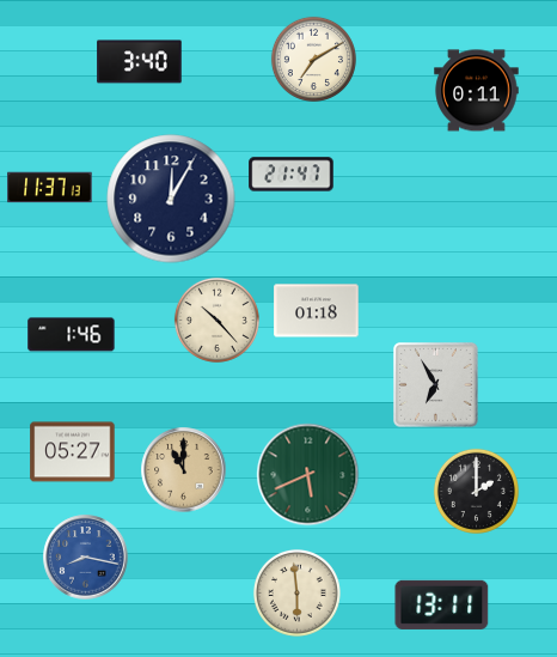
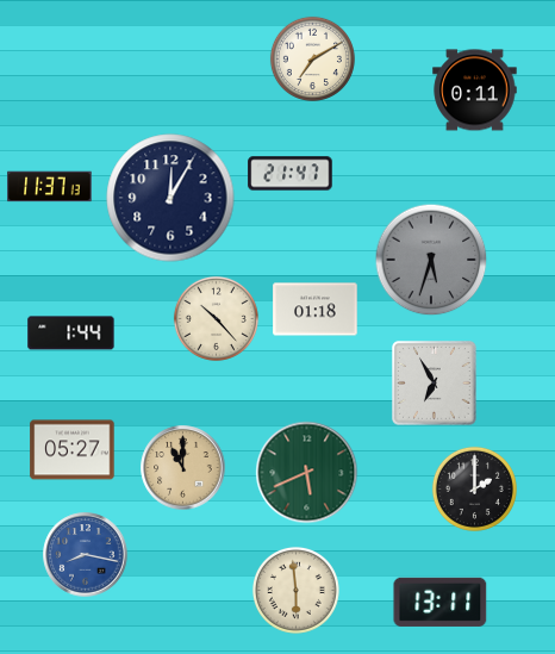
clock at (140, 62): 3:40 -> none
clock at (431, 260): none -> 5:33
clock at (72, 335): 1:46 -> 1:44
